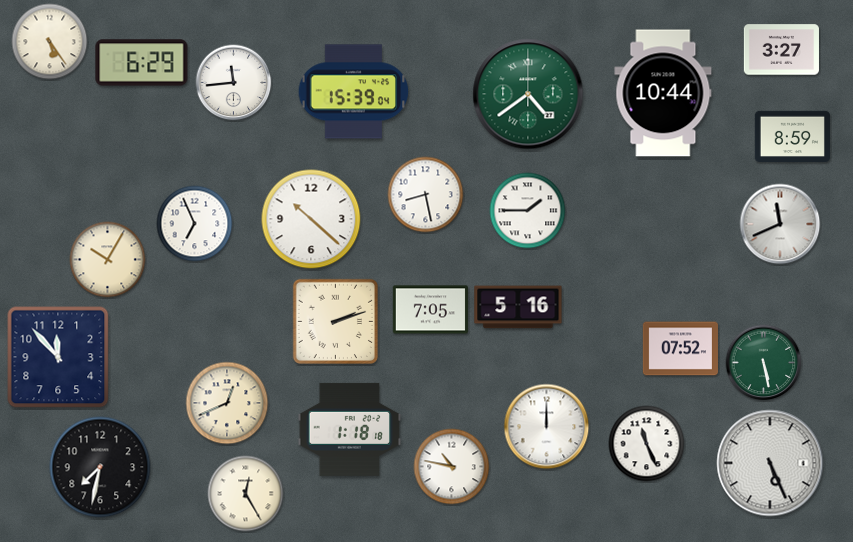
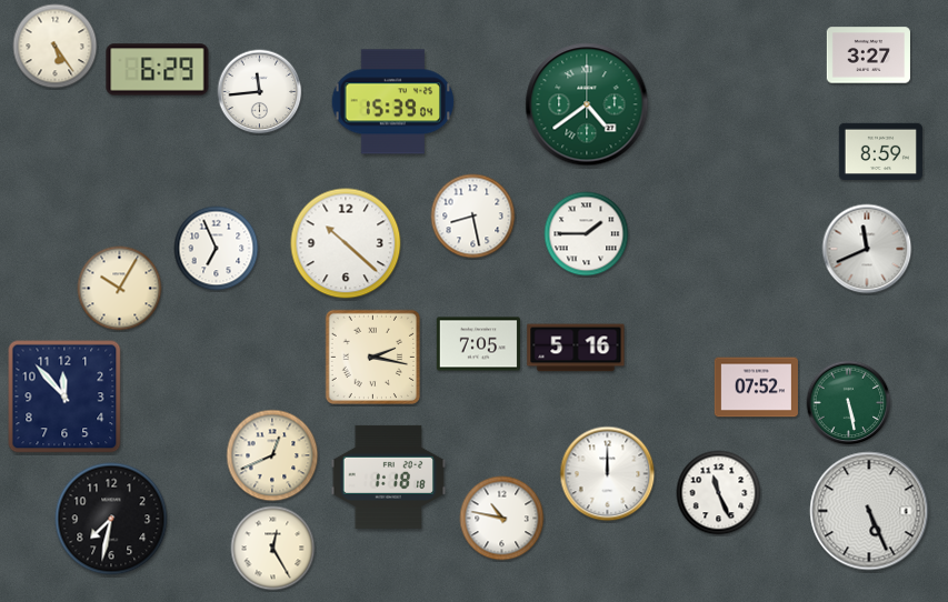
clock at (663, 93): 10:44 -> none
clock at (518, 307) position: (518, 307) -> (576, 348)
clock at (335, 321): 2:12 -> 2:17
clock at (227, 403) position: (227, 403) -> (272, 455)
clock at (770, 463) position: (770, 463) -> (869, 511)
